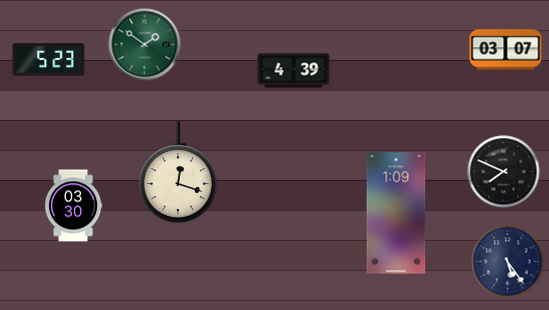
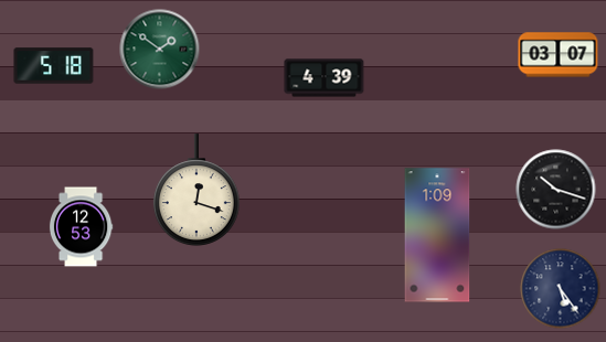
clock at (49, 60): 5:23 -> 5:18
clock at (504, 172): 7:49 -> 10:18
clock at (73, 206): 03:30 -> 12:53
